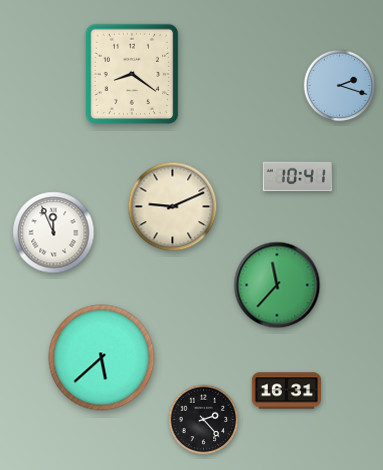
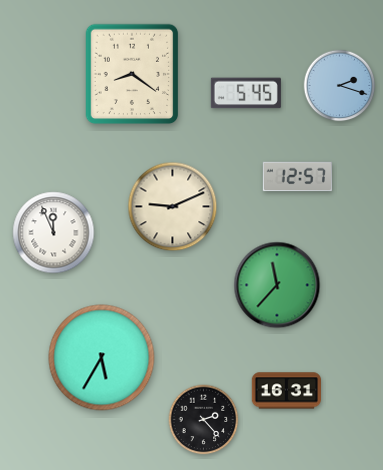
clock at (246, 93): none -> 5:45
clock at (297, 177): 10:41 -> 12:57
clock at (102, 358): 5:38 -> 5:35
